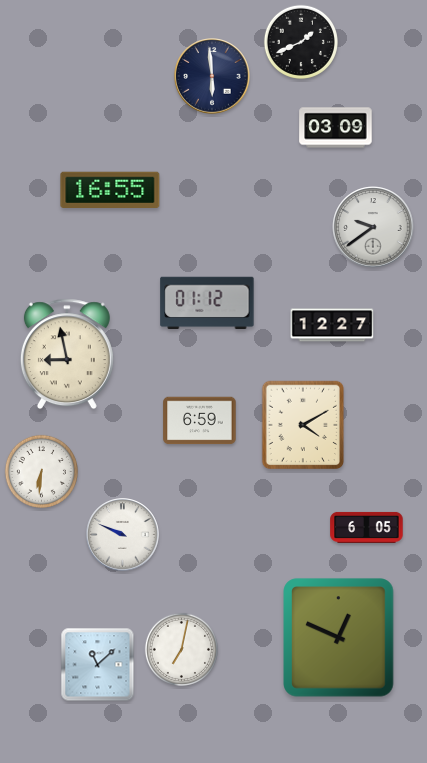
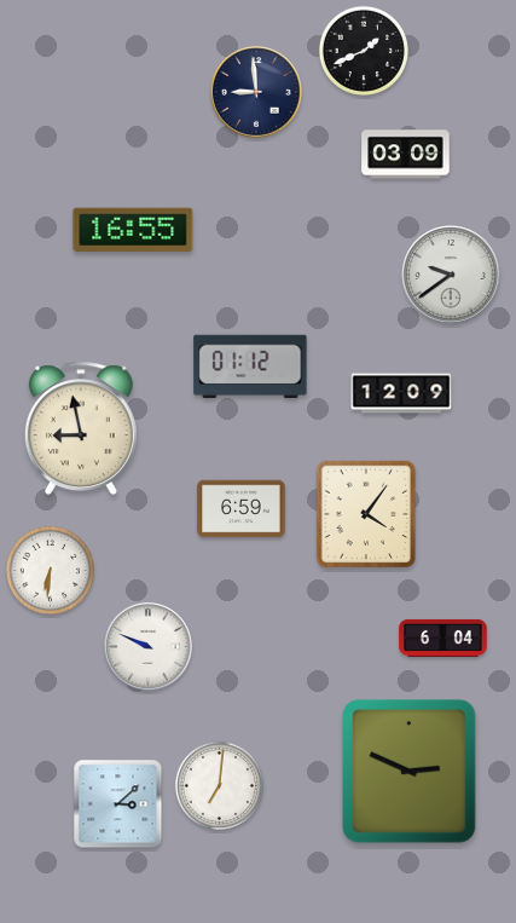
clock at (212, 76): 5:59 -> 8:59
clock at (332, 325): 12:27 -> 12:09
clock at (303, 425): 4:10 -> 4:06
clock at (367, 527): 6:05 -> 6:04
clock at (339, 638): 12:49 -> 2:49
clock at (181, 649): 7:02 -> 7:01
clock at (98, 665): 11:08 -> 3:08
